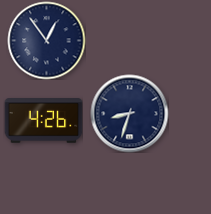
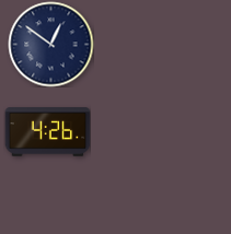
clock at (46, 40): 12:54 -> 12:51
clock at (129, 113): 8:33 -> none
